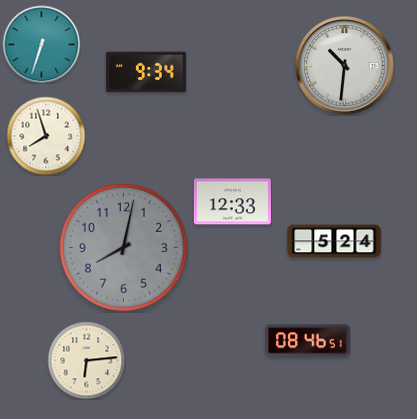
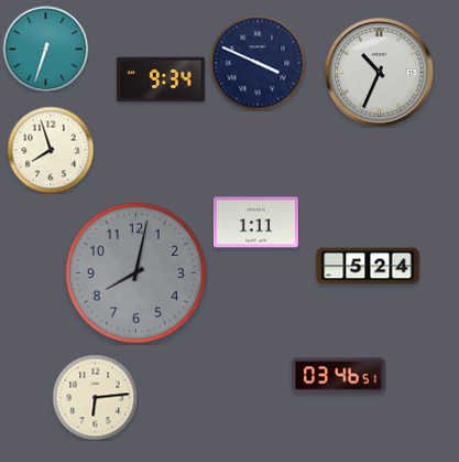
clock at (258, 63): none -> 3:49
clock at (345, 66): 10:31 -> 10:34
clock at (232, 202): 12:33 -> 1:11
clock at (308, 341): 08:46 -> 03:46
